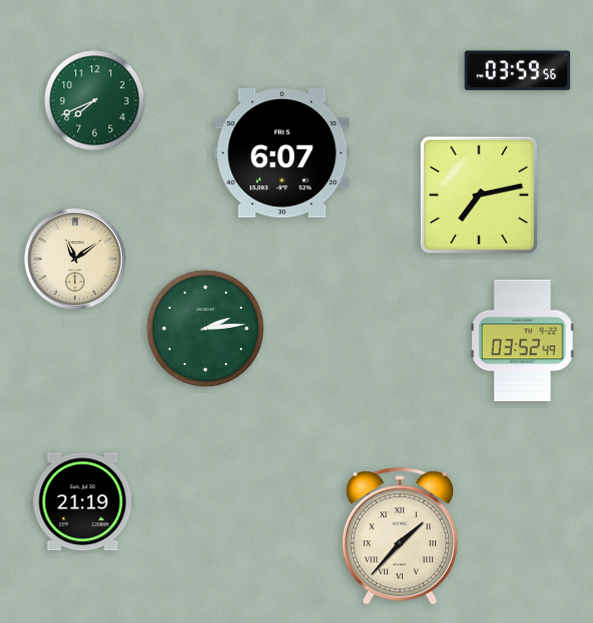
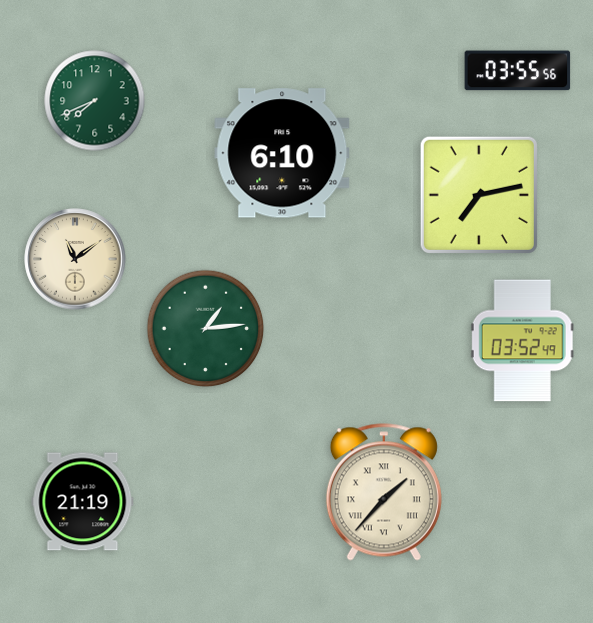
clock at (518, 71): 03:59 -> 03:55
clock at (282, 153): 6:07 -> 6:10
clock at (206, 329): 2:14 -> 1:14
clock at (400, 536) position: (400, 536) -> (384, 492)
